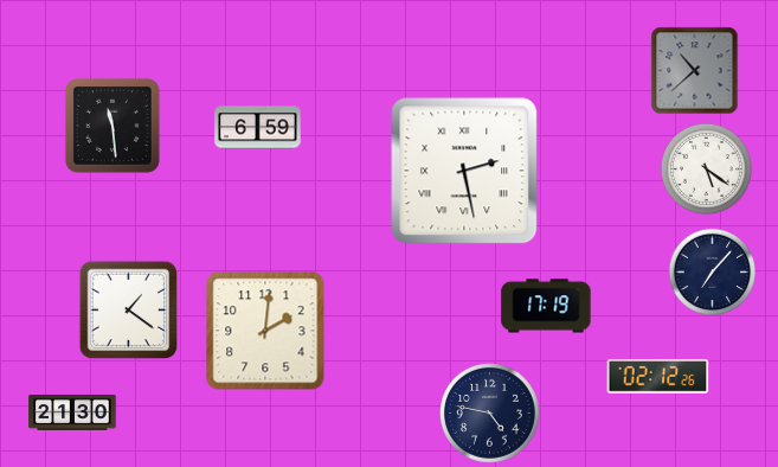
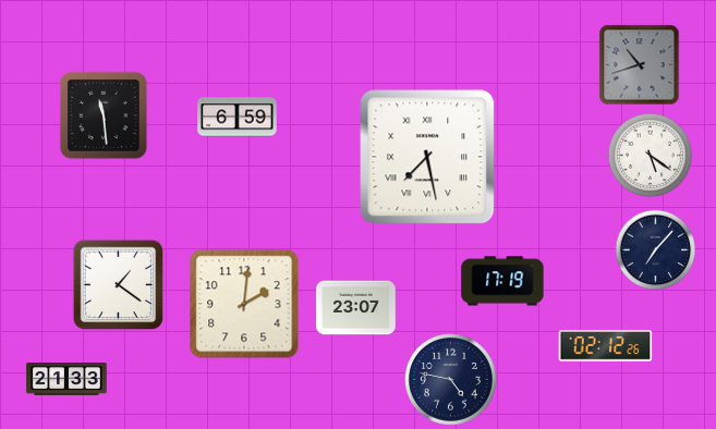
clock at (695, 71): 10:38 -> 10:42
clock at (464, 171): 2:28 -> 7:28
clock at (356, 308): none -> 23:07
clock at (72, 414): 21:30 -> 21:33
